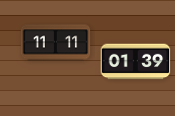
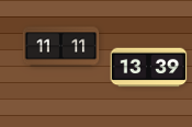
clock at (136, 62): 01:39 -> 13:39
